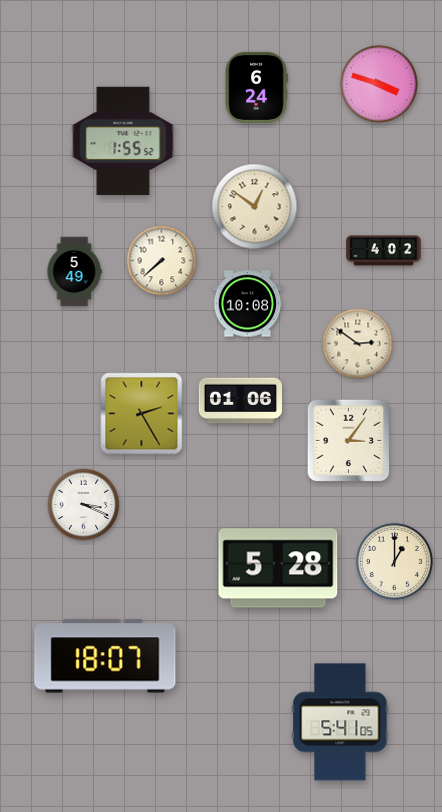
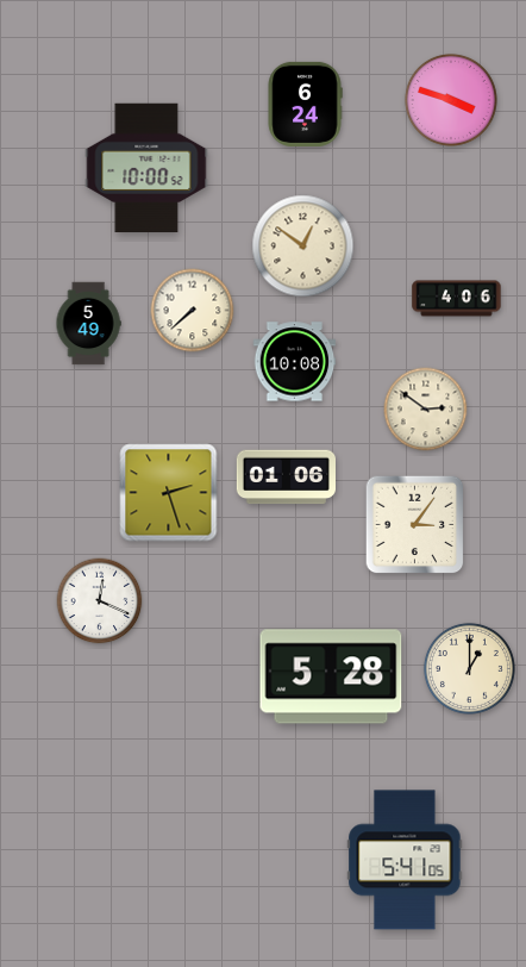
clock at (123, 141): 1:55 -> 10:00
clock at (384, 251): 4:02 -> 4:06
clock at (142, 414): 2:25 -> 2:27
clock at (84, 505): 3:19 -> 12:19
clock at (105, 656): 18:07 -> none
